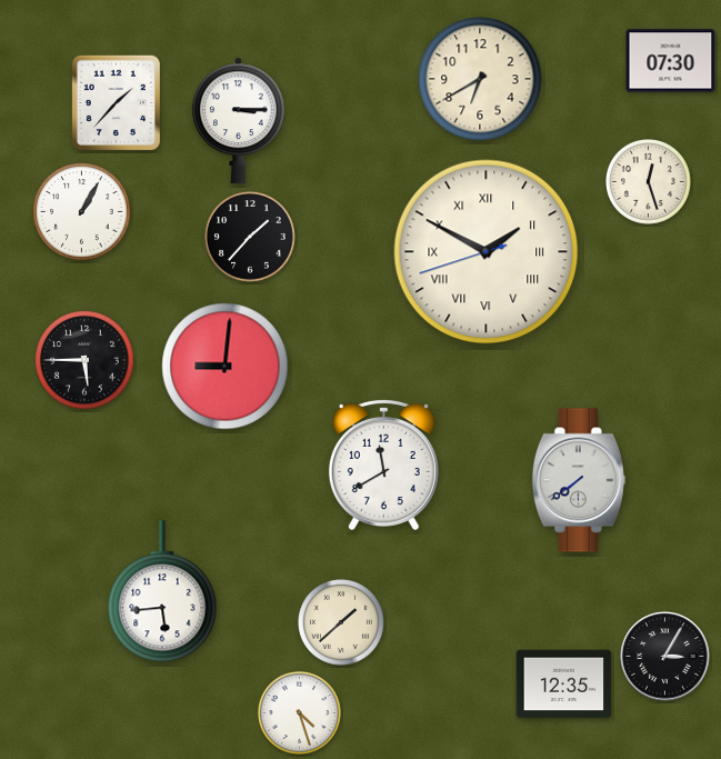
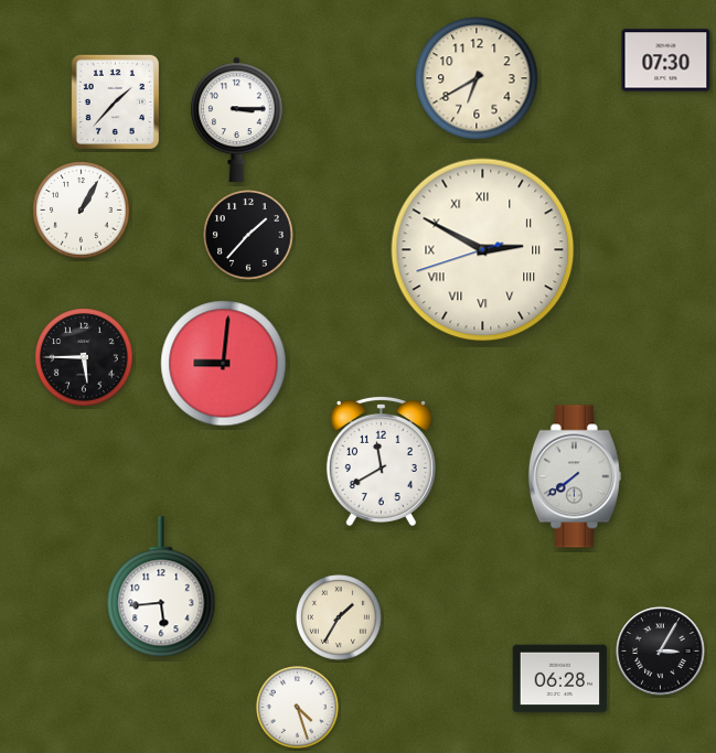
clock at (649, 182): 12:27 -> none
clock at (487, 252): 1:49 -> 2:49
clock at (342, 623): 1:38 -> 1:35
clock at (564, 685): 12:35 -> 06:28
